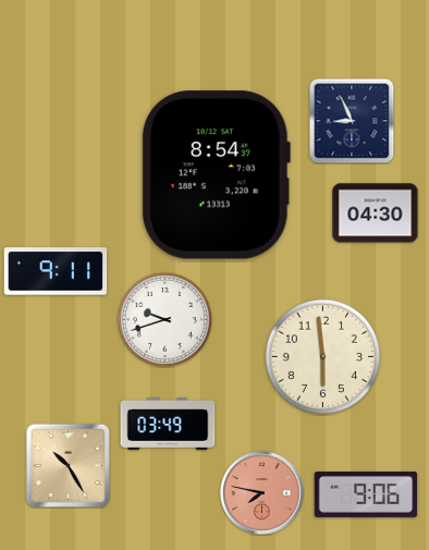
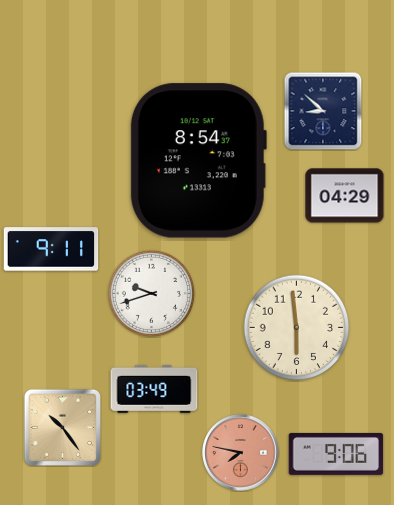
clock at (352, 121): 8:56 -> 8:52
clock at (376, 213): 04:30 -> 04:29
clock at (68, 465): 10:25 -> 10:24
